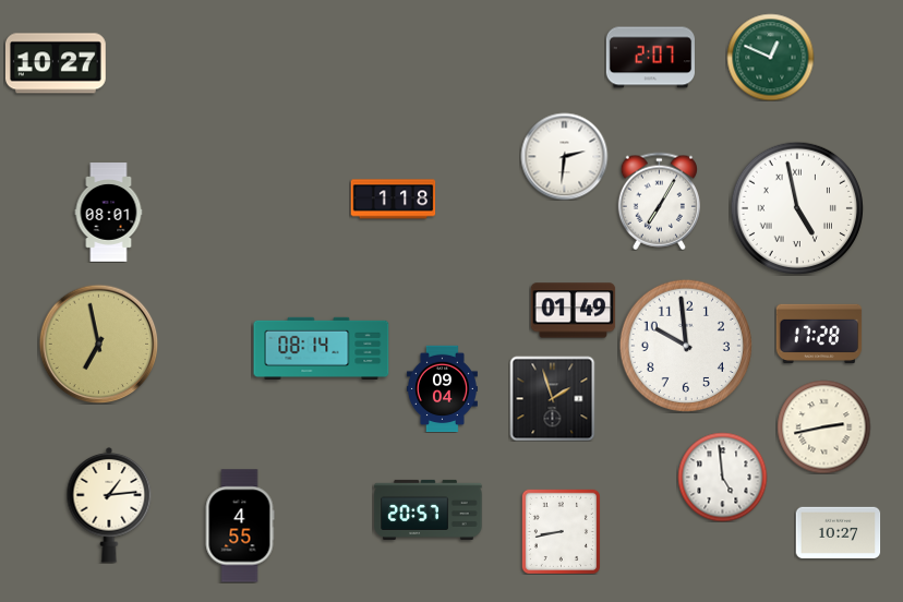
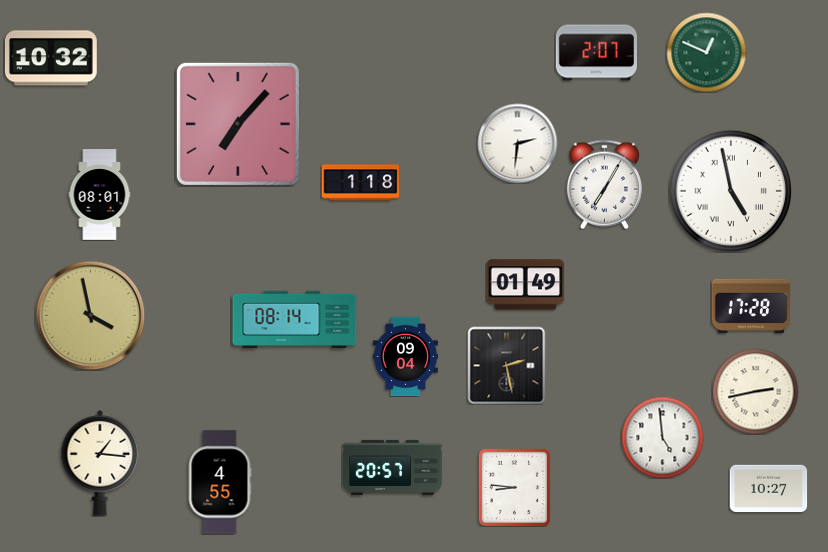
clock at (56, 63): 10:27 -> 10:32
clock at (238, 124): none -> 7:07
clock at (98, 344): 6:58 -> 3:58
clock at (686, 346): 9:59 -> none
clock at (552, 398): 1:57 -> 2:28
clock at (109, 505): 1:14 -> 1:16
clock at (561, 531): 8:43 -> 8:46
